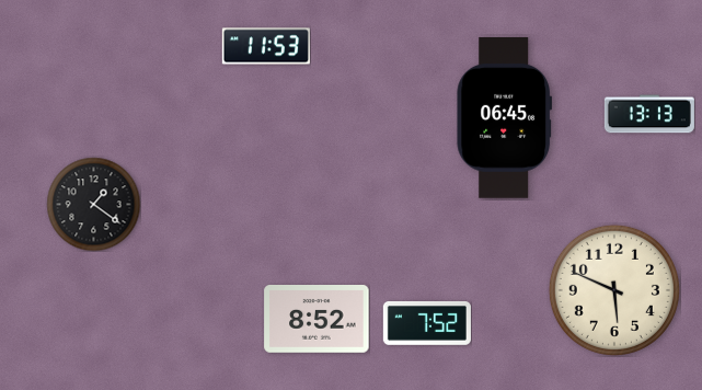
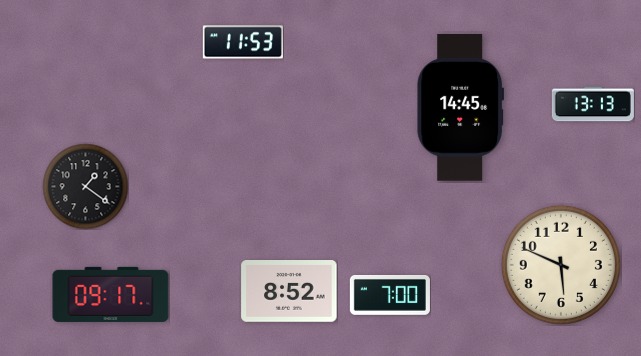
clock at (505, 118): 06:45 -> 14:45
clock at (111, 294): none -> 09:17
clock at (427, 323): 7:52 -> 7:00
